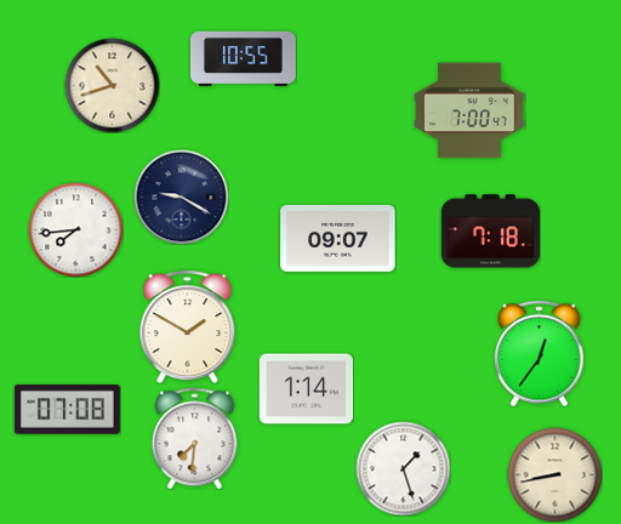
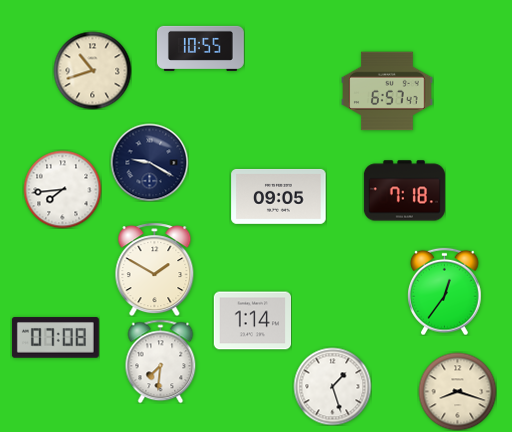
clock at (469, 110): 7:00 -> 6:57
clock at (338, 238): 09:07 -> 09:05
clock at (554, 474): 8:43 -> 8:18
